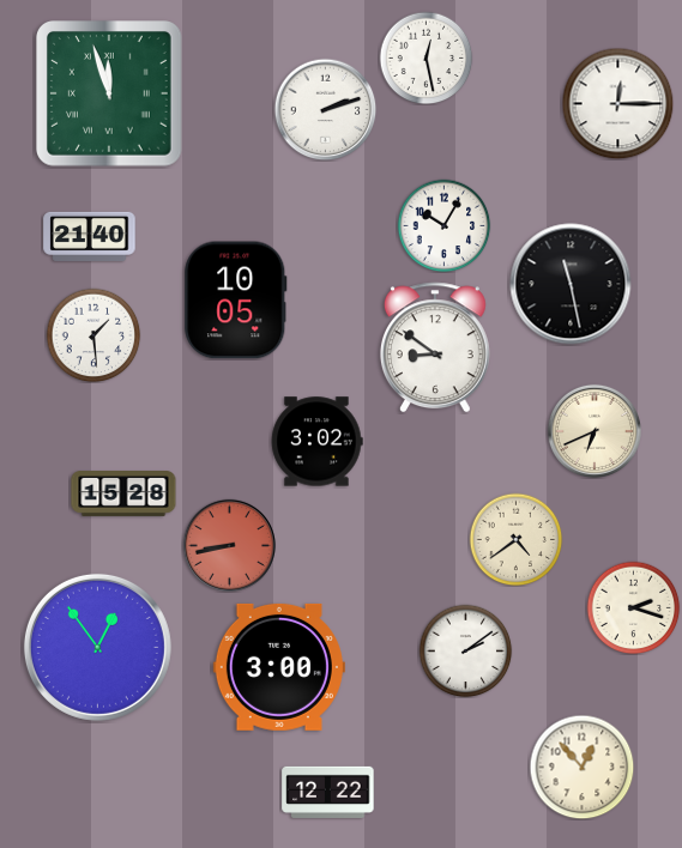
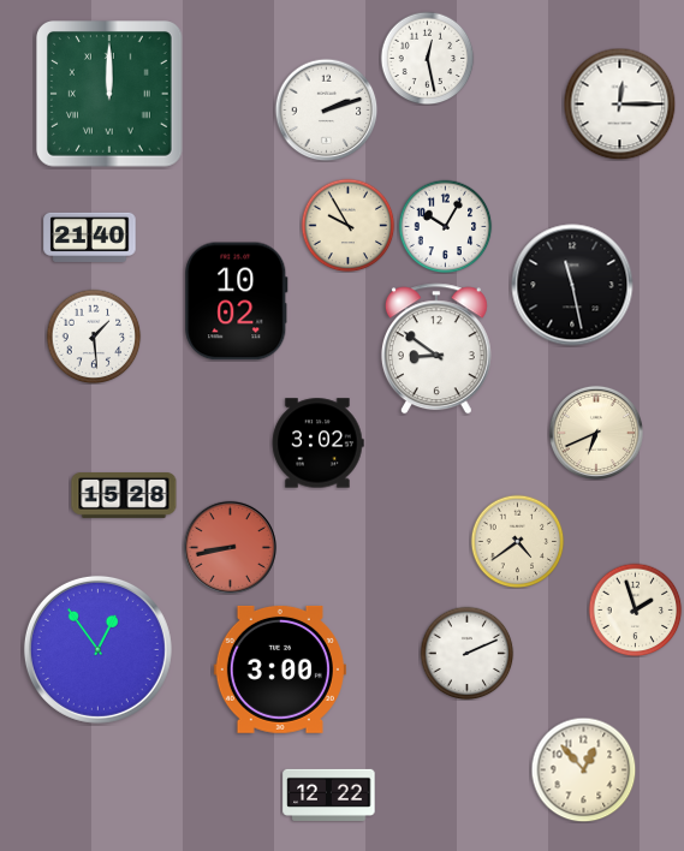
clock at (110, 95): 11:57 -> 12:00
clock at (347, 225): none -> 9:55
clock at (236, 301): 10:05 -> 10:02
clock at (633, 607): 2:18 -> 1:57
clock at (465, 650): 2:09 -> 2:11
